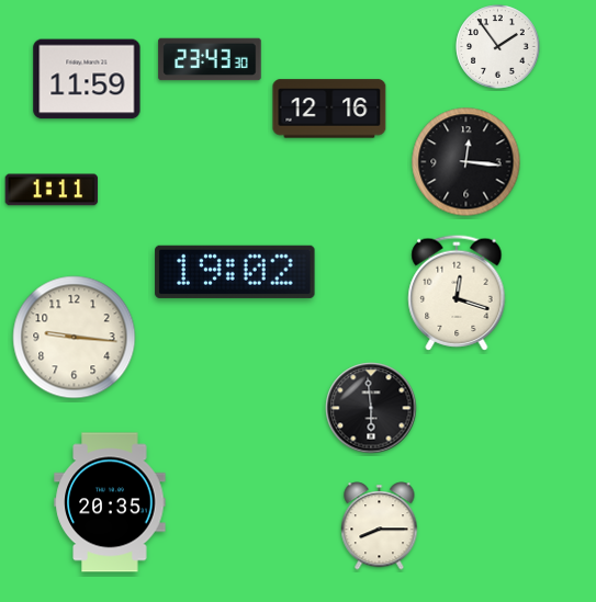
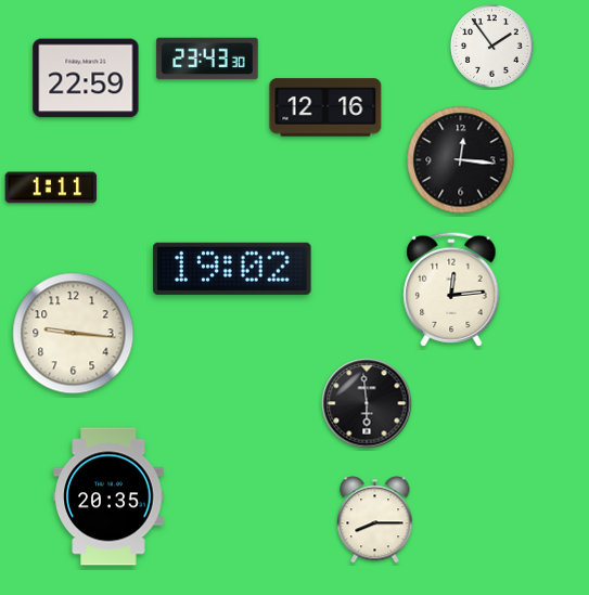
clock at (87, 79): 11:59 -> 22:59
clock at (457, 293): 12:18 -> 12:14
